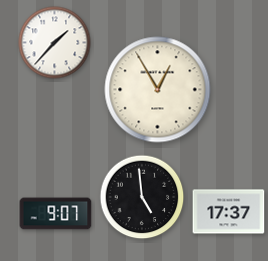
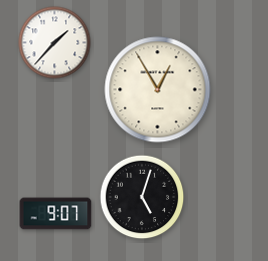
clock at (142, 197): 4:59 -> 5:03
clock at (229, 212): 17:37 -> none
